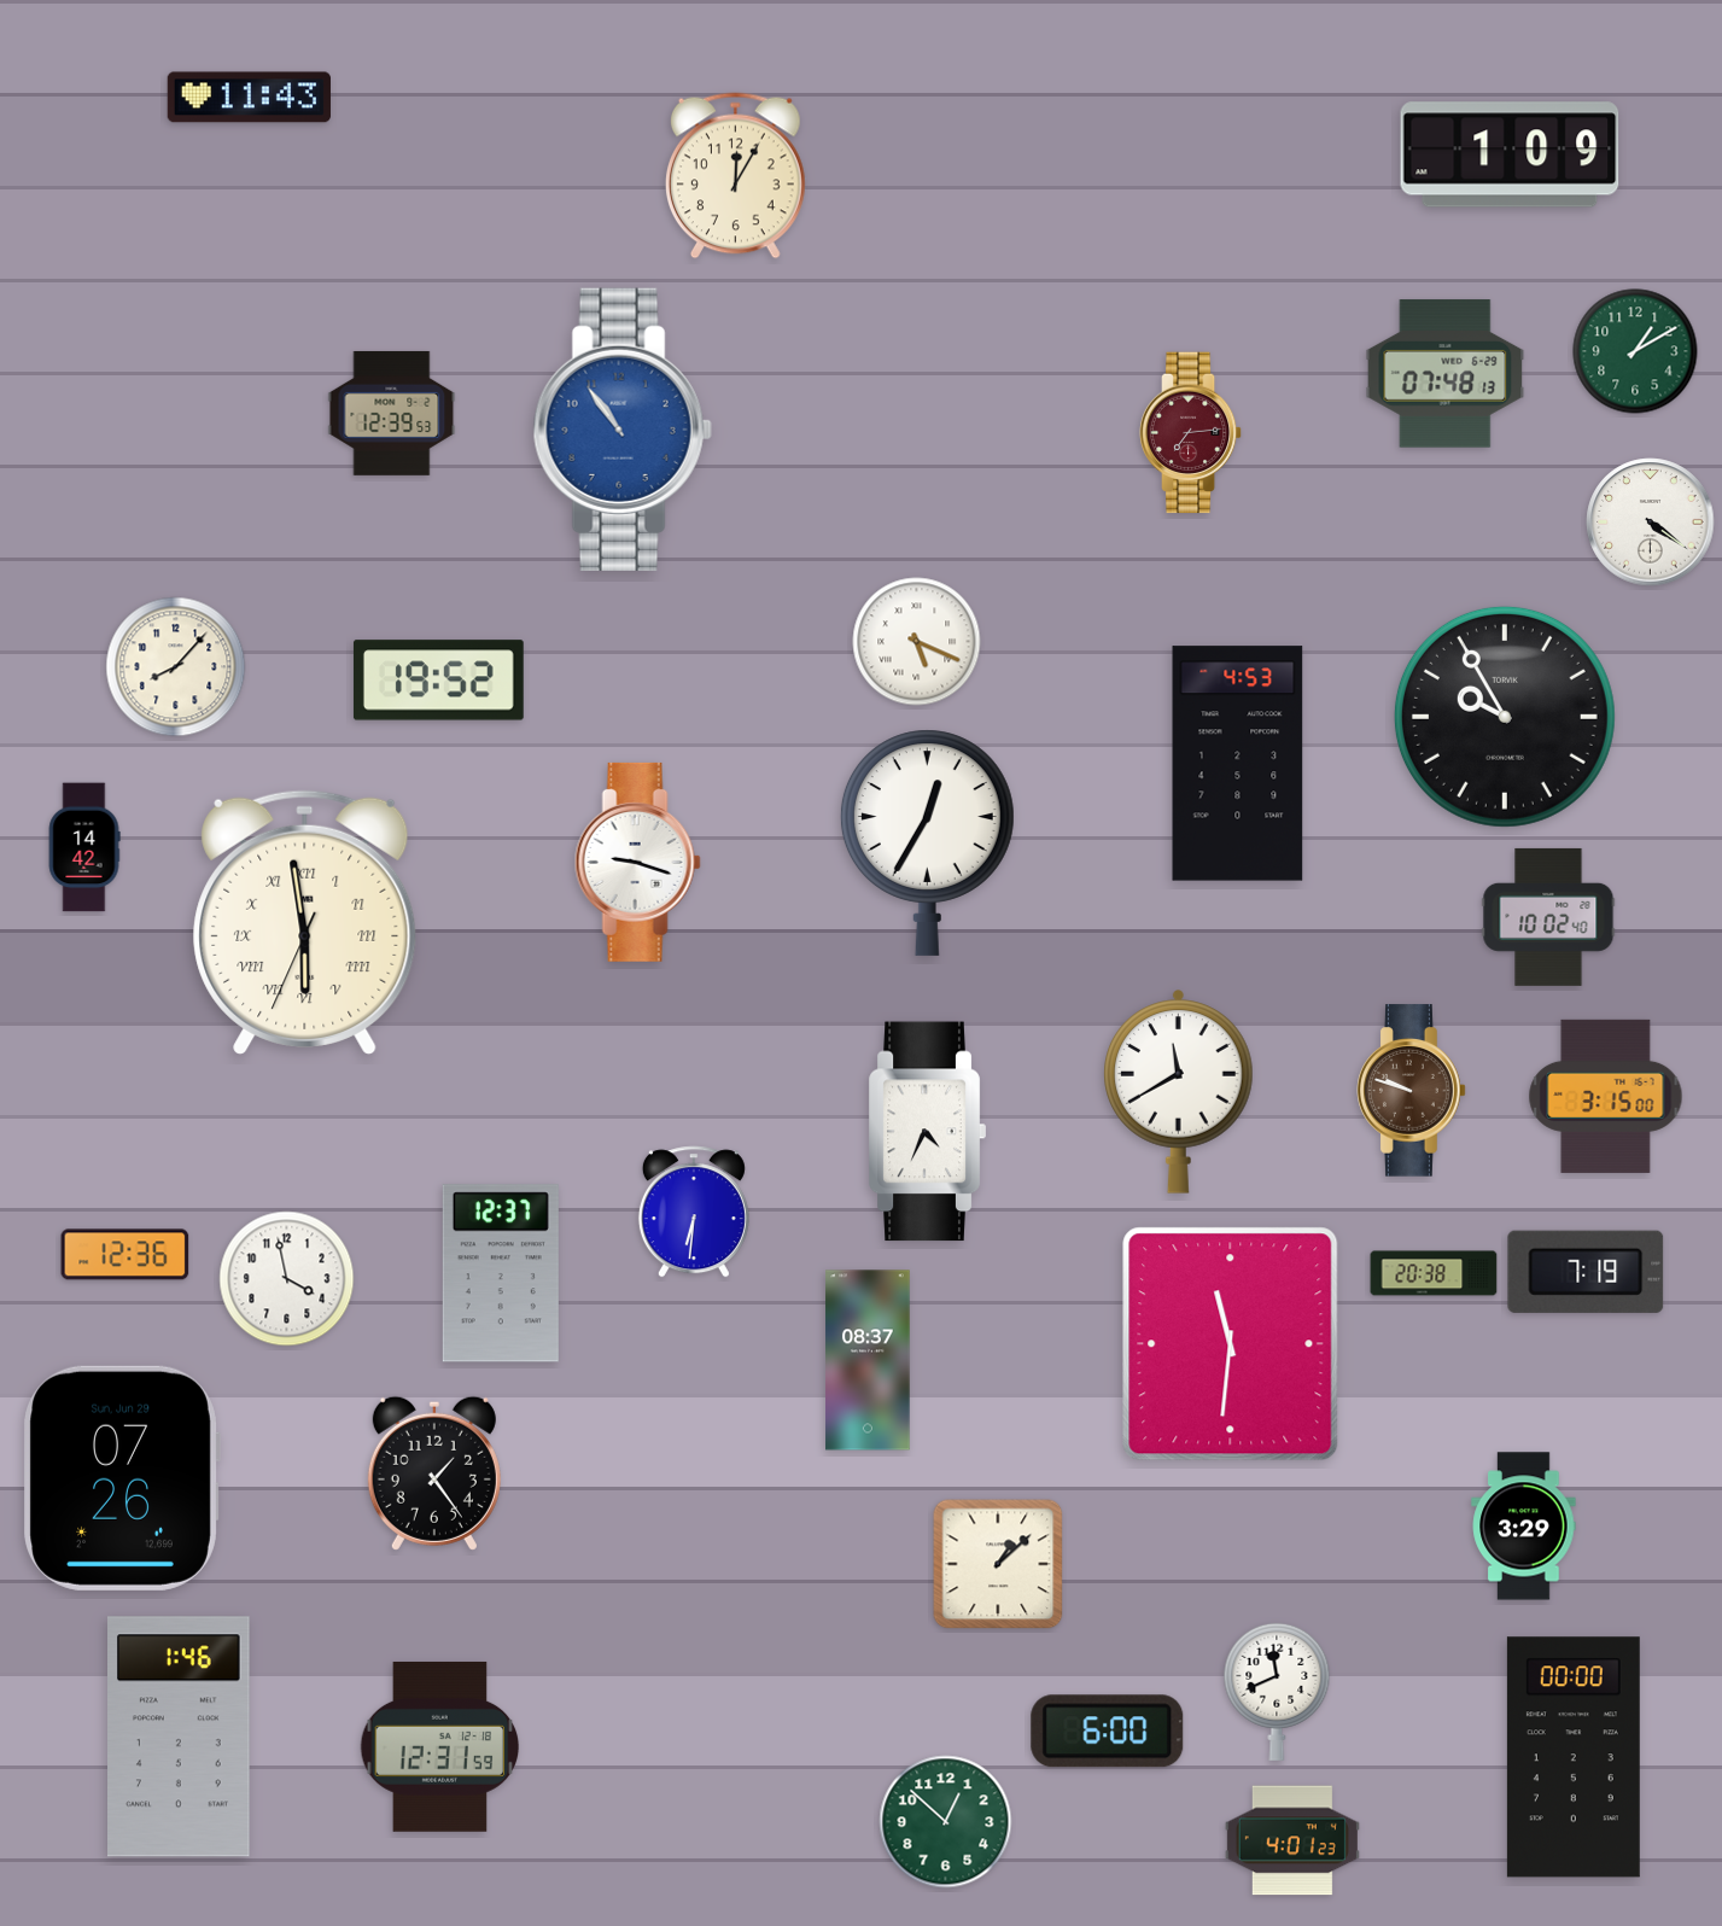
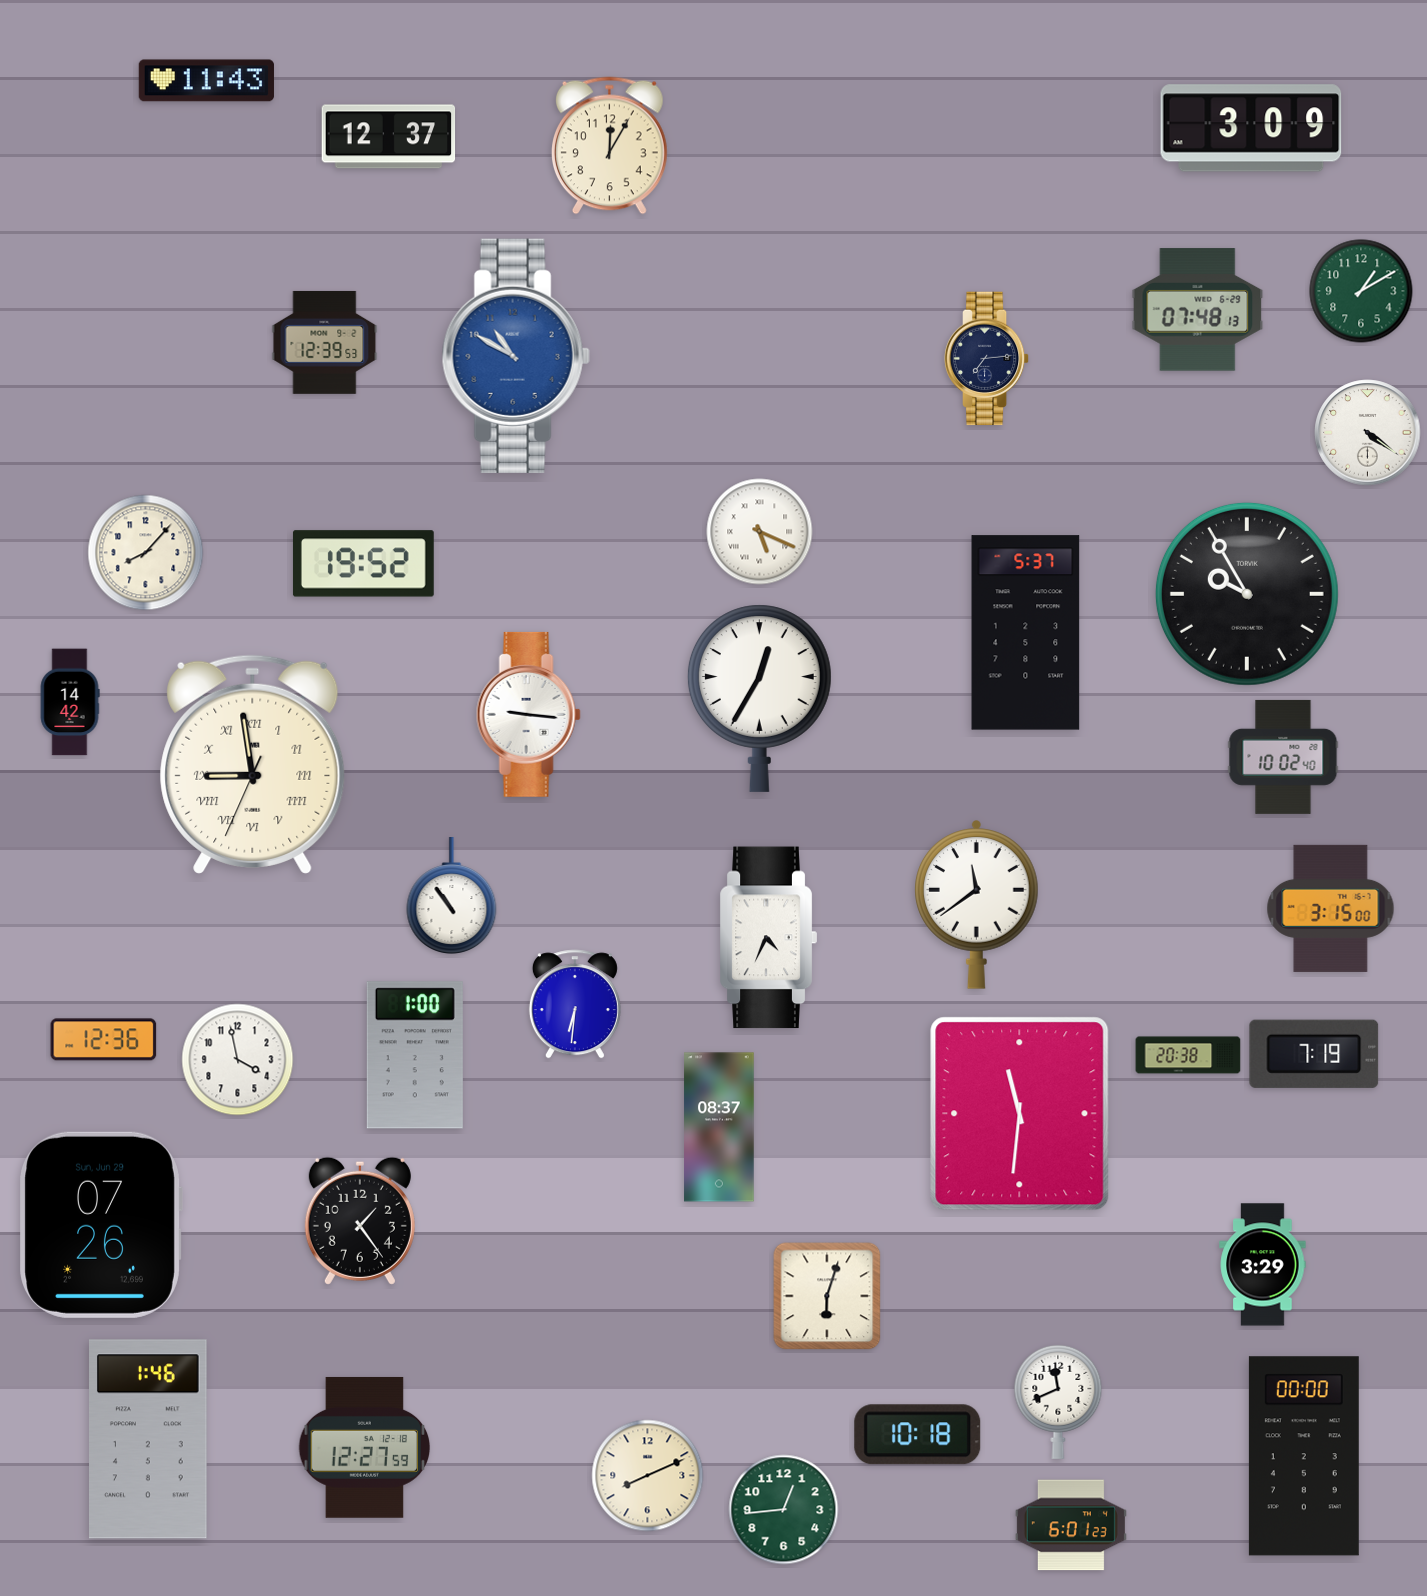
clock at (1510, 154): 1:09 -> 3:09
clock at (389, 137): none -> 12:37
clock at (1635, 351) position: (1635, 351) -> (1361, 291)
clock at (623, 430): 10:54 -> 10:50
clock at (1191, 433) dial: burgundy -> navy
clock at (1238, 764): 4:53 -> 5:37
clock at (927, 842) position: (927, 842) -> (759, 698)
clock at (637, 862): 9:18 -> 9:16
clock at (1548, 917) position: (1548, 917) -> (1283, 757)
clock at (305, 922): 5:58 -> 8:58
clock at (452, 895): none -> 10:54
clock at (1412, 1091): 9:48 -> none
clock at (1179, 1092): 11:40 -> 11:39
clock at (501, 1273): 12:37 -> 1:00
clock at (998, 1564): 1:08 -> 6:03
clock at (1108, 1732): 6:00 -> 10:18
clock at (440, 1746): 12:31 -> 12:27
clock at (648, 1476): none -> 8:11
clock at (946, 1822): 12:52 -> 12:44
clock at (1292, 1840): 4:01 -> 6:01
